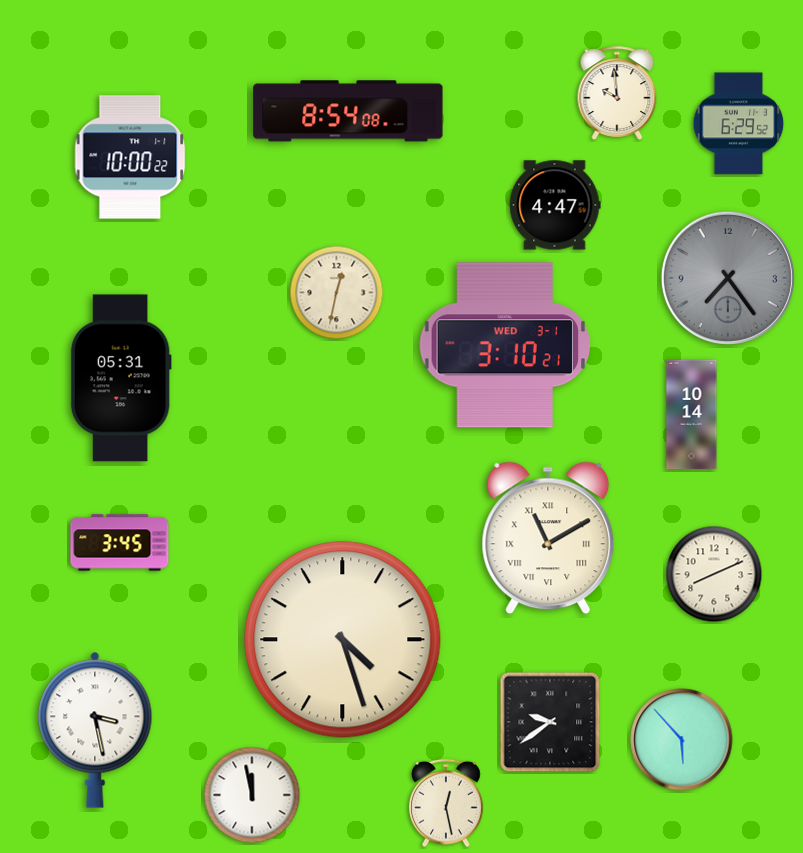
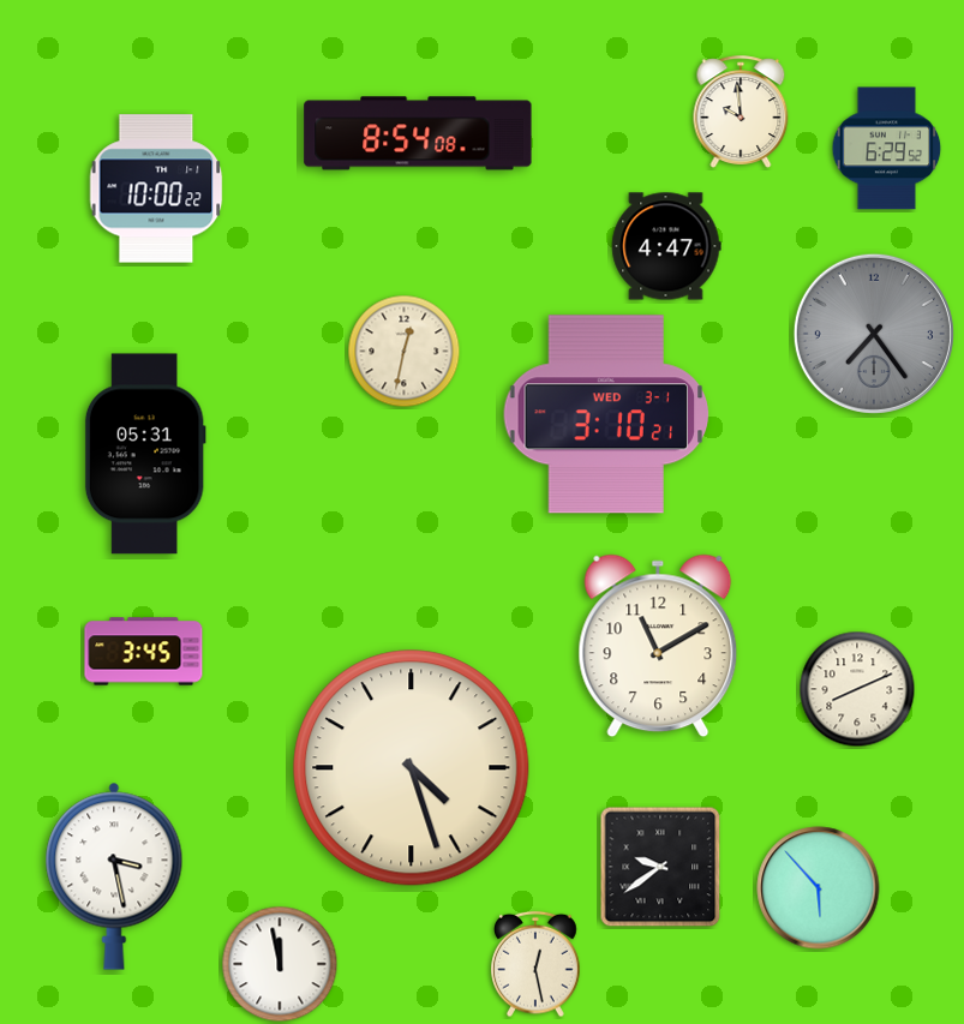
clock at (692, 415): 10:14 -> none
clock at (548, 538) numerals: Roman -> Arabic
clock at (252, 795) position: (252, 795) -> (280, 964)
